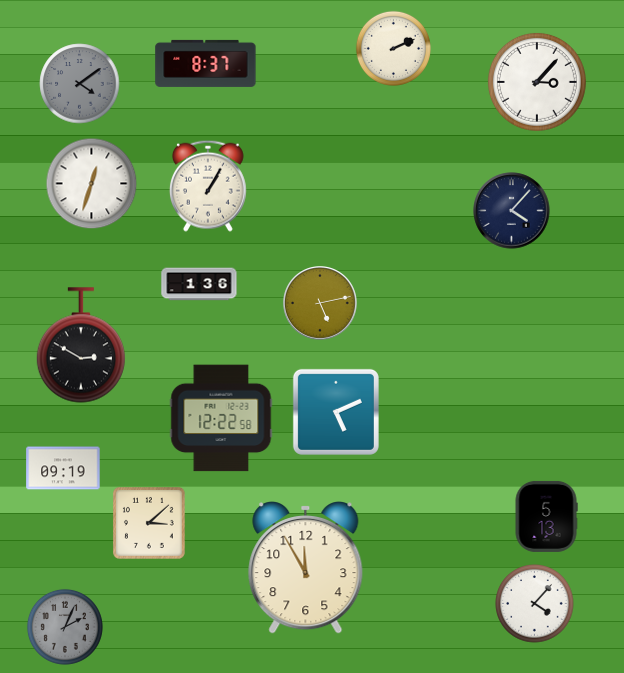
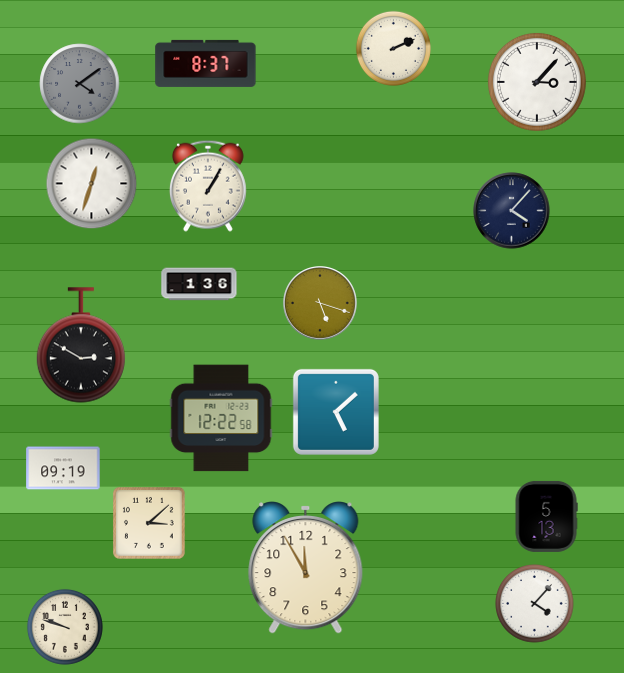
clock at (321, 304): 5:13 -> 5:18
clock at (336, 412): 5:11 -> 5:08
clock at (65, 627): 2:04 -> 9:48
clock at (65, 627) dial: grey -> cream
